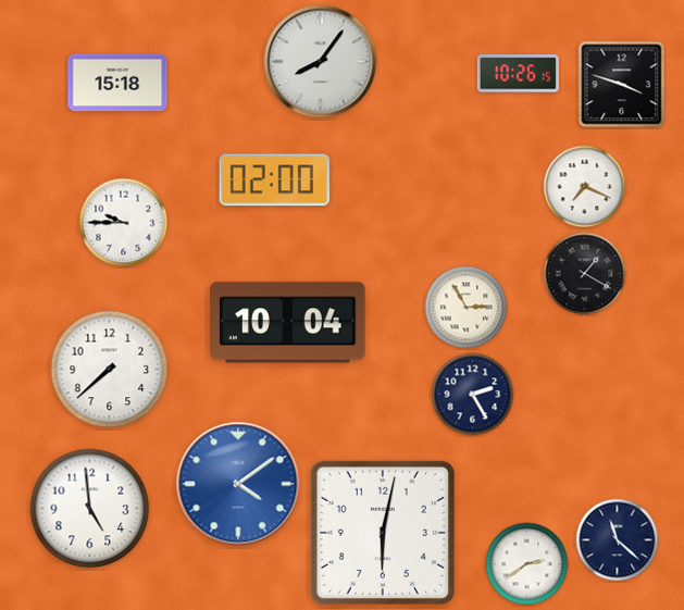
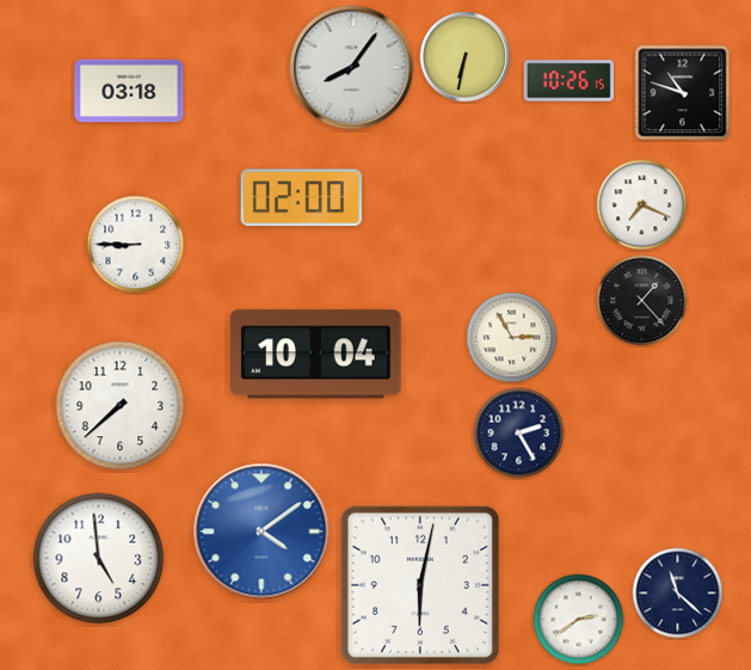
clock at (466, 57): none -> 6:32
clock at (117, 83): 15:18 -> 03:18
clock at (622, 85): 3:48 -> 10:48
clock at (124, 223): 9:45 -> 8:45
clock at (585, 274): 1:20 -> 1:23
